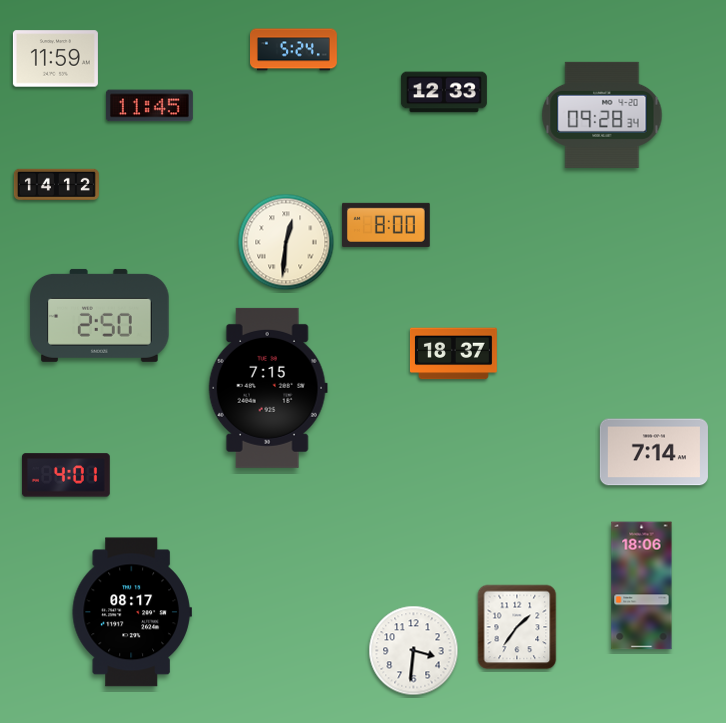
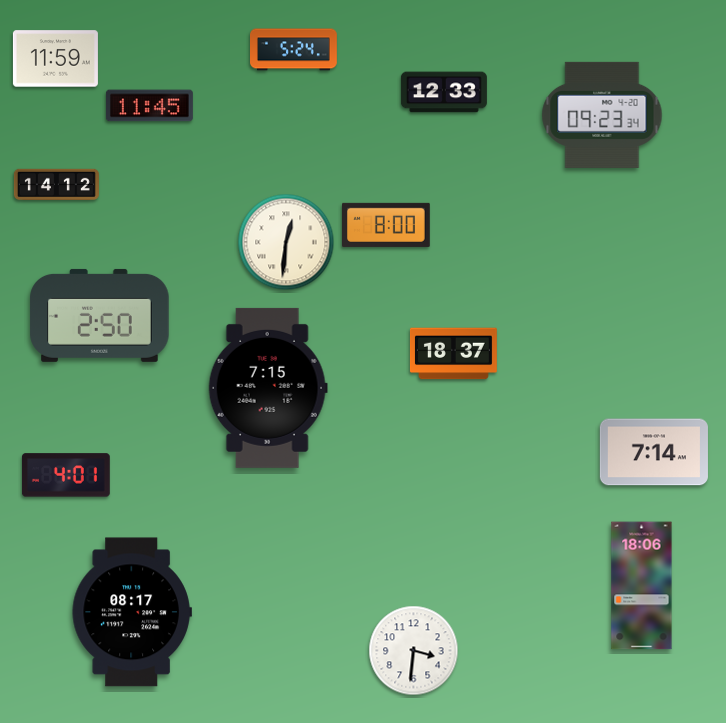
clock at (602, 115): 09:28 -> 09:23
clock at (517, 627): 1:36 -> none
